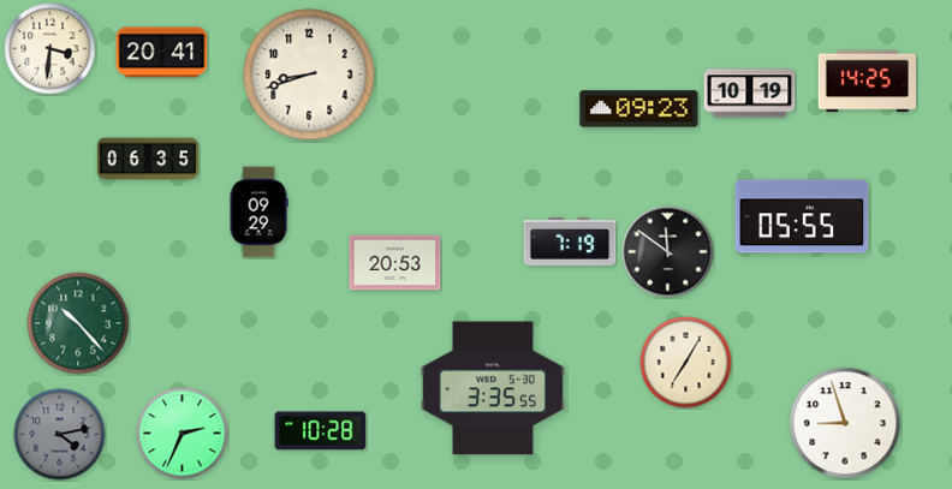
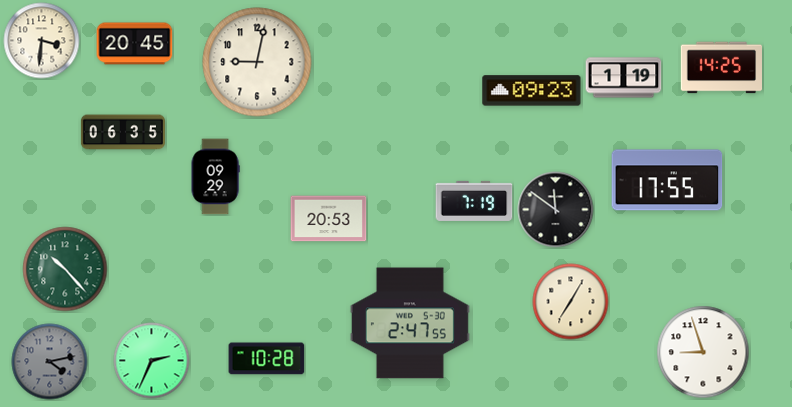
clock at (162, 53): 20:41 -> 20:45
clock at (309, 74): 8:42 -> 9:02
clock at (750, 94): 10:19 -> 1:19
clock at (802, 216): 05:55 -> 17:55
clock at (493, 388): 3:35 -> 2:47
